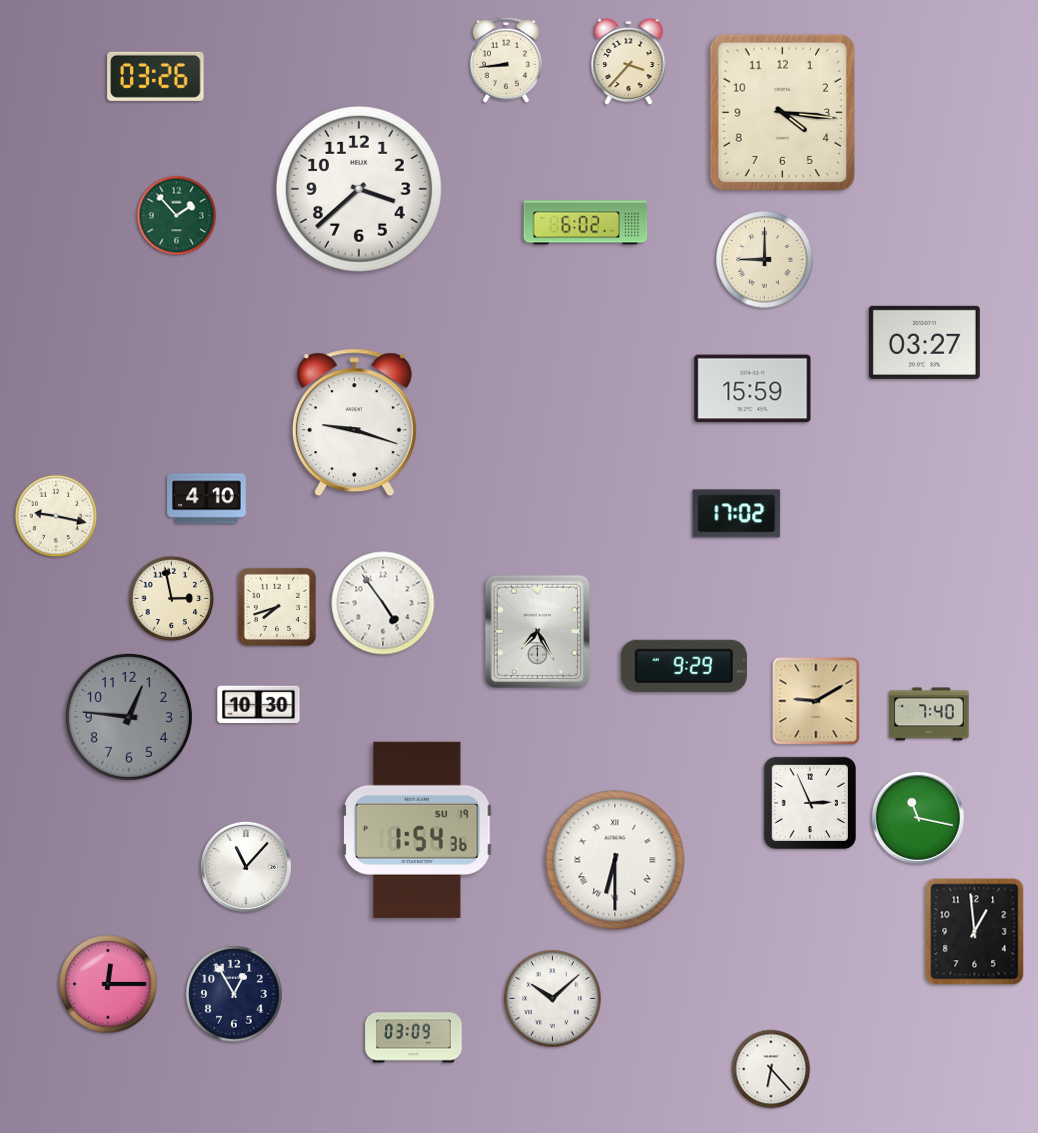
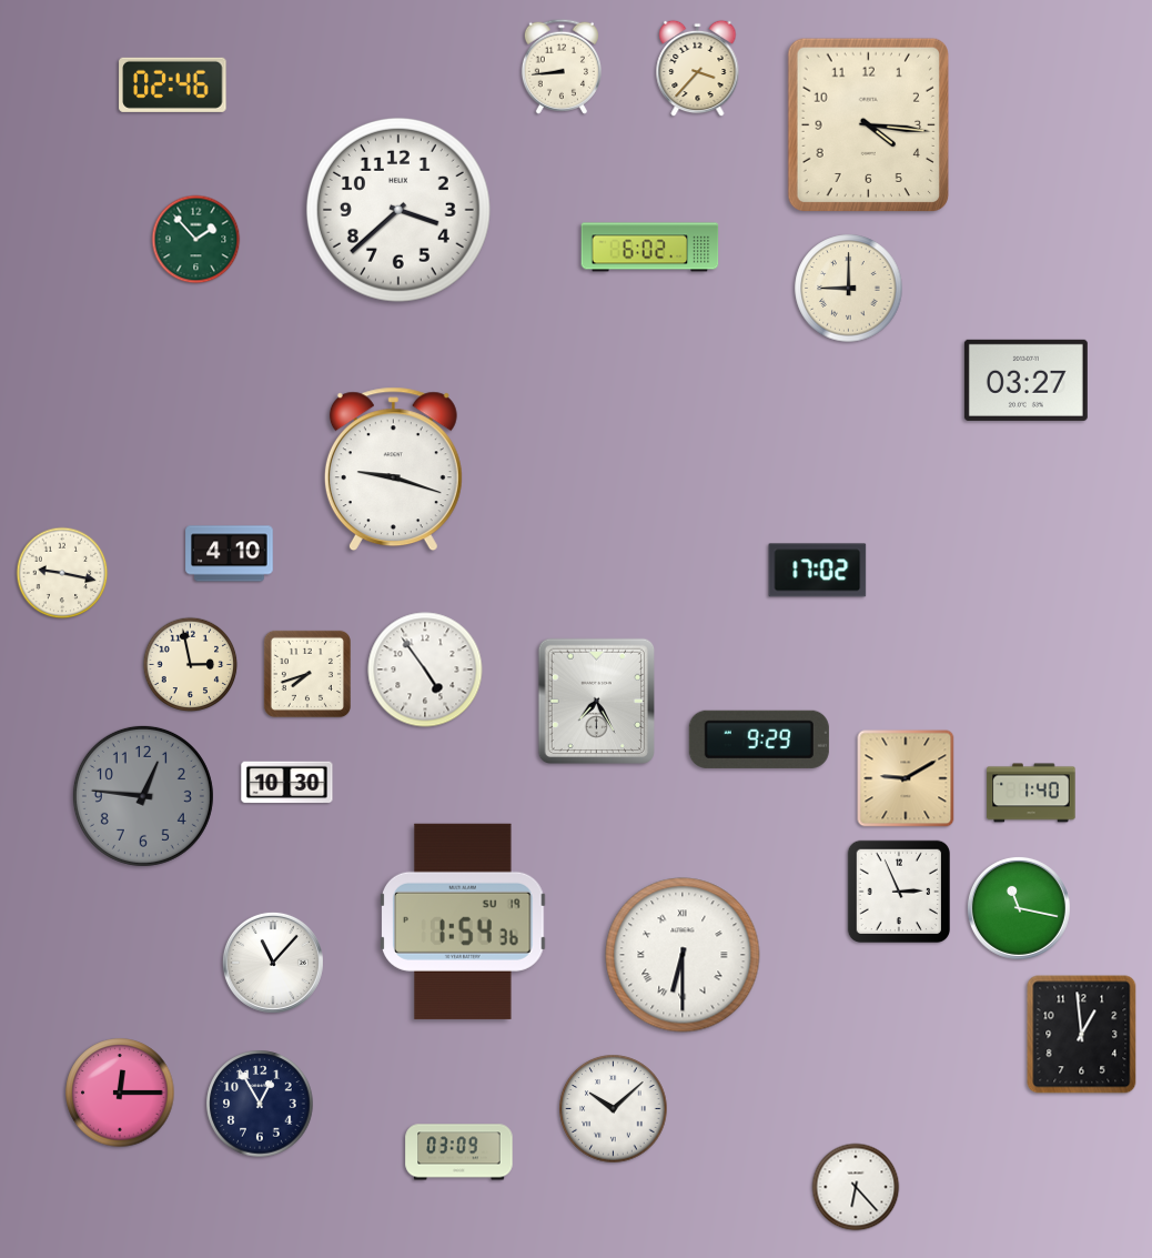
clock at (156, 76): 03:26 -> 02:46
clock at (753, 389): 15:59 -> none
clock at (929, 714): 7:40 -> 1:40
